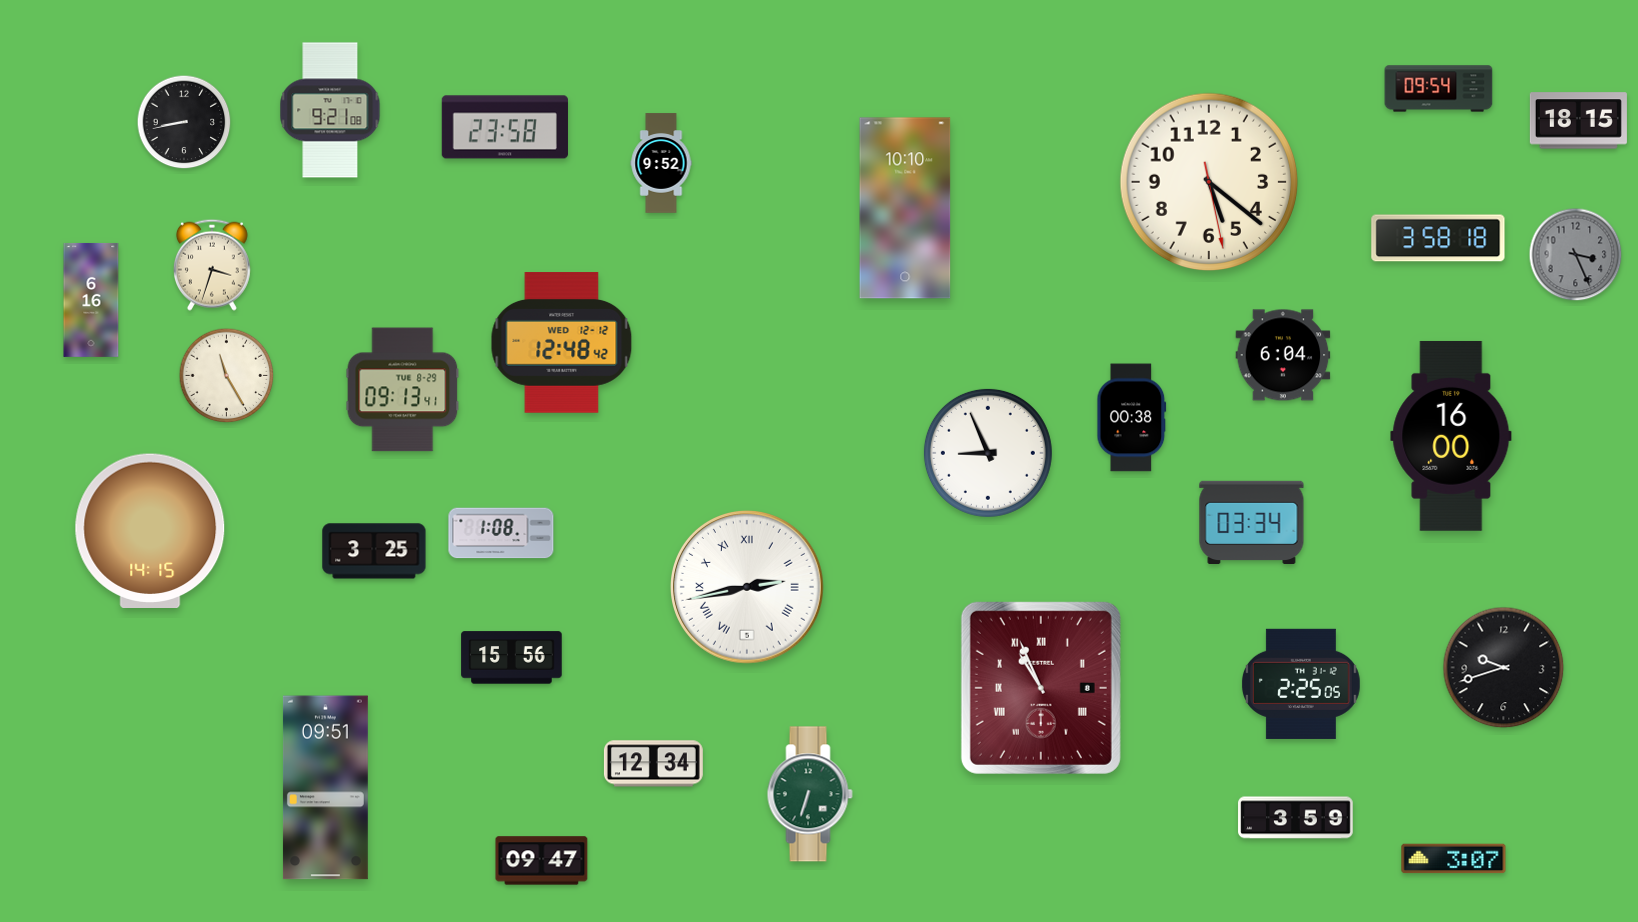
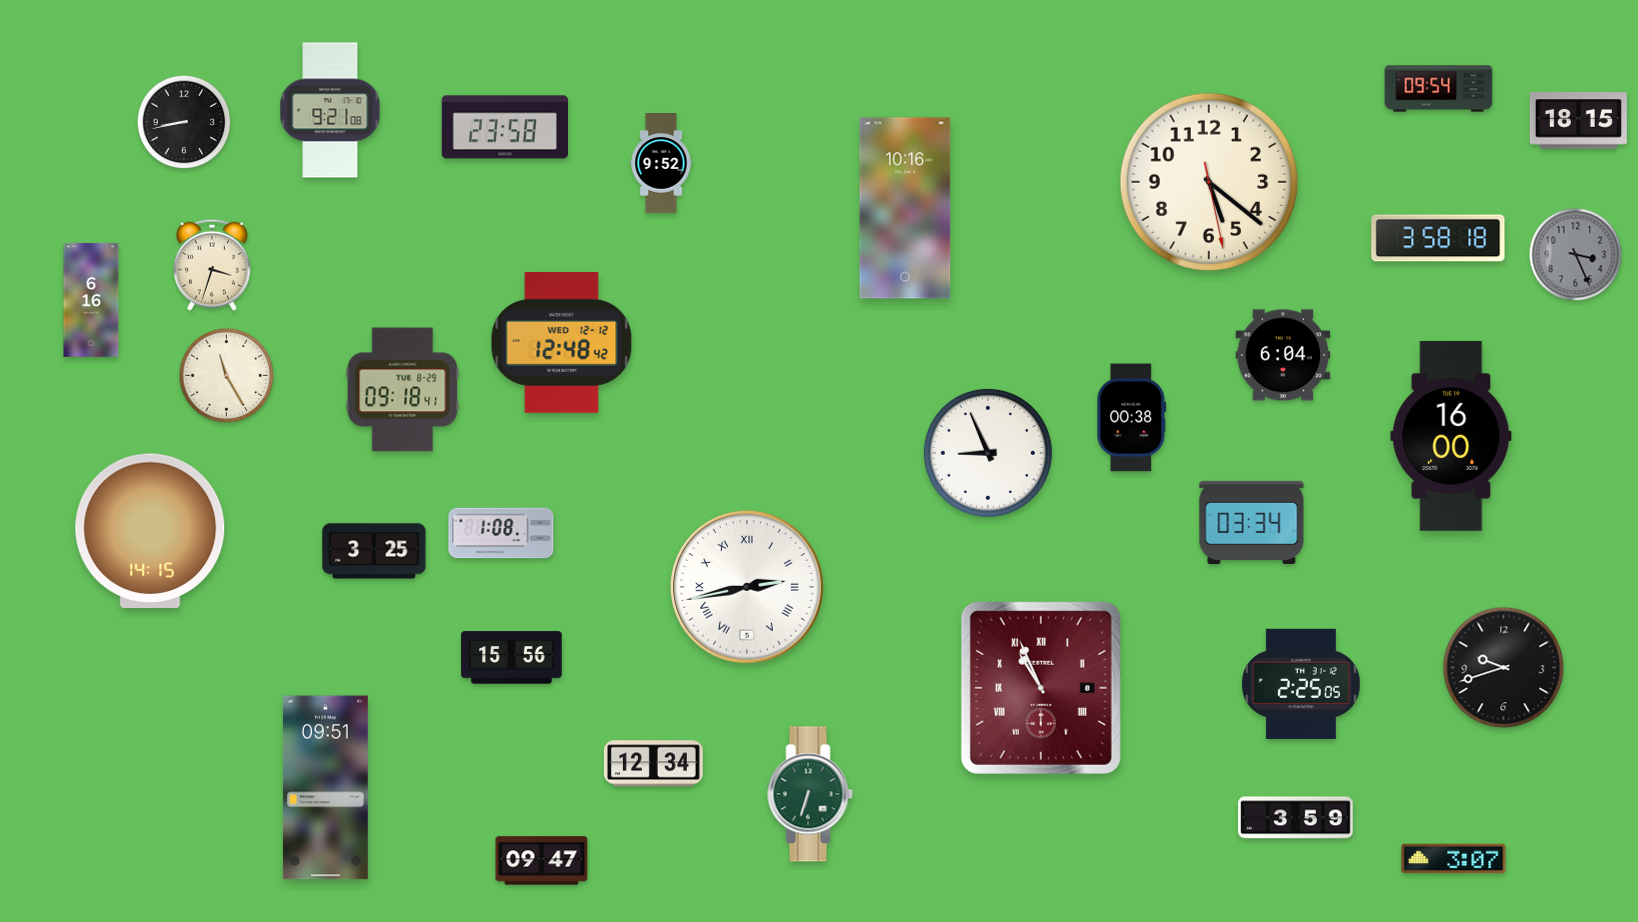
clock at (905, 208): 10:10 -> 10:16
clock at (403, 390): 09:13 -> 09:18
